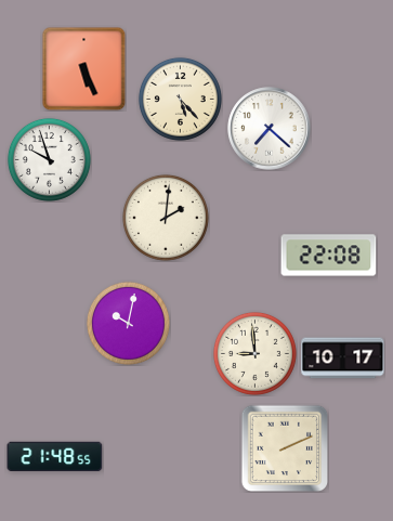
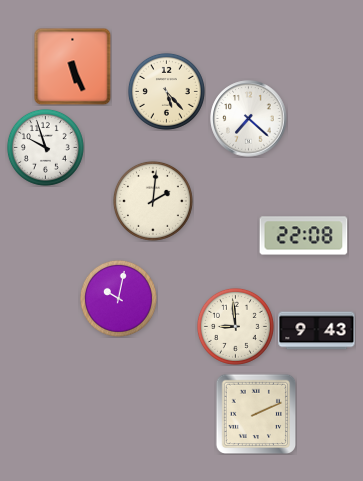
clock at (83, 68) position: (83, 68) -> (72, 66)
clock at (343, 359): 10:17 -> 9:43
clock at (285, 448) position: (285, 448) -> (256, 414)
clock at (55, 456): 21:48 -> none
